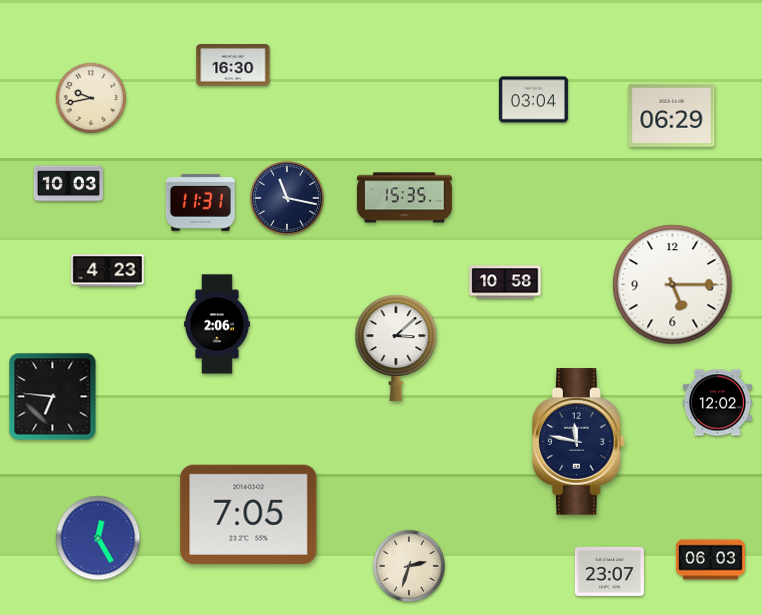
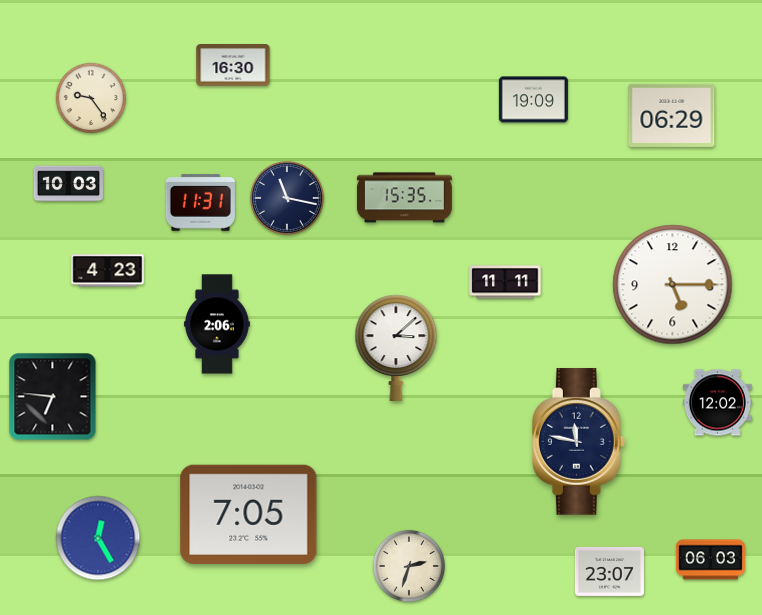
clock at (91, 98): 9:43 -> 9:24
clock at (533, 100): 03:04 -> 19:09
clock at (505, 282): 10:58 -> 11:11
